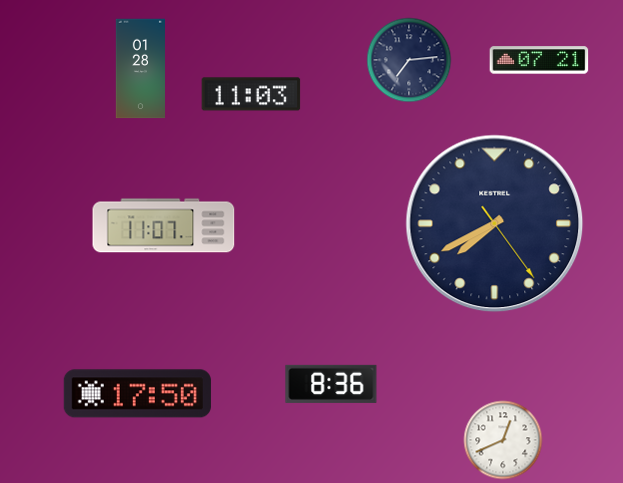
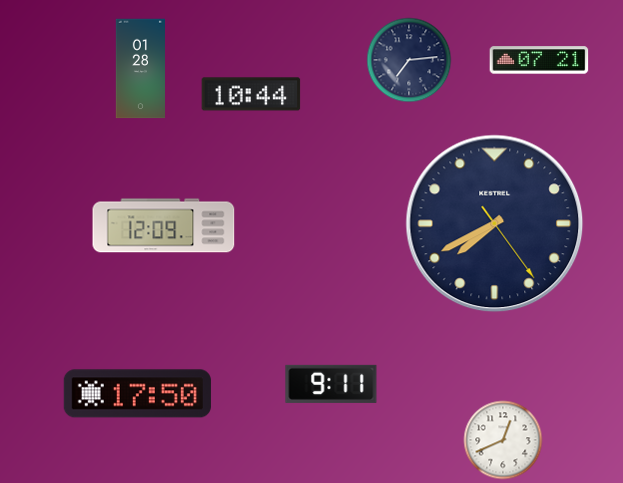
clock at (251, 94): 11:03 -> 10:44
clock at (164, 226): 11:07 -> 12:09
clock at (331, 384): 8:36 -> 9:11
